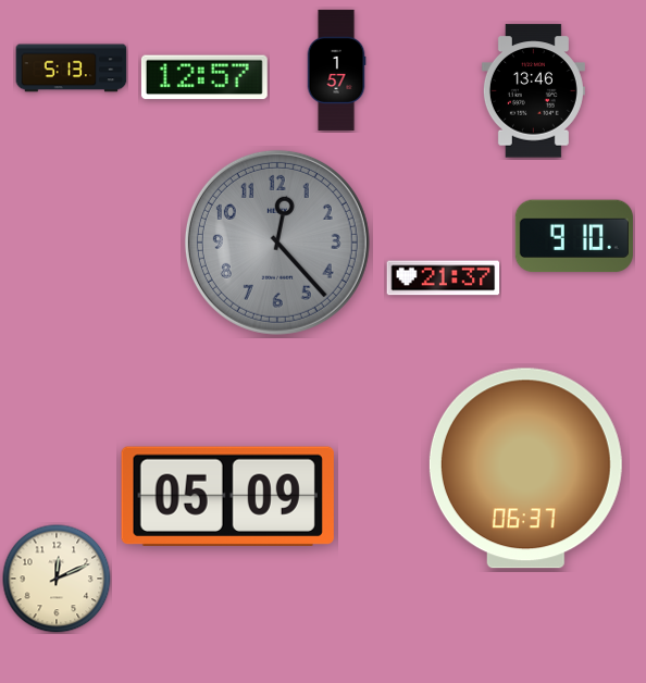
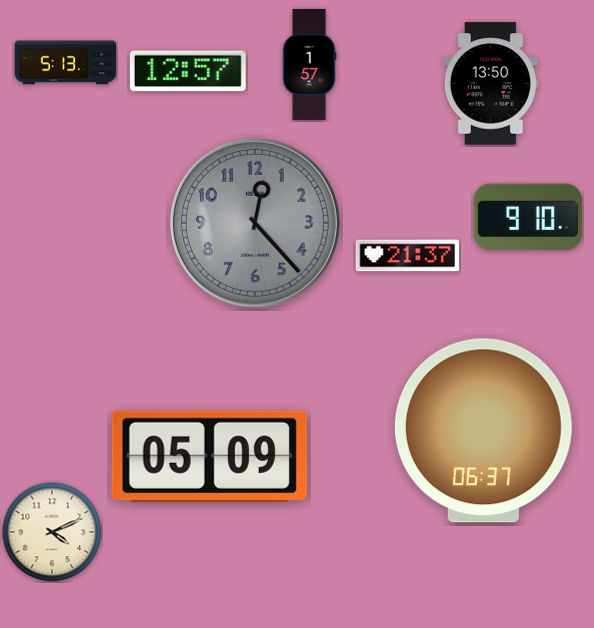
clock at (533, 91): 13:46 -> 13:50
clock at (57, 579): 12:11 -> 4:11
